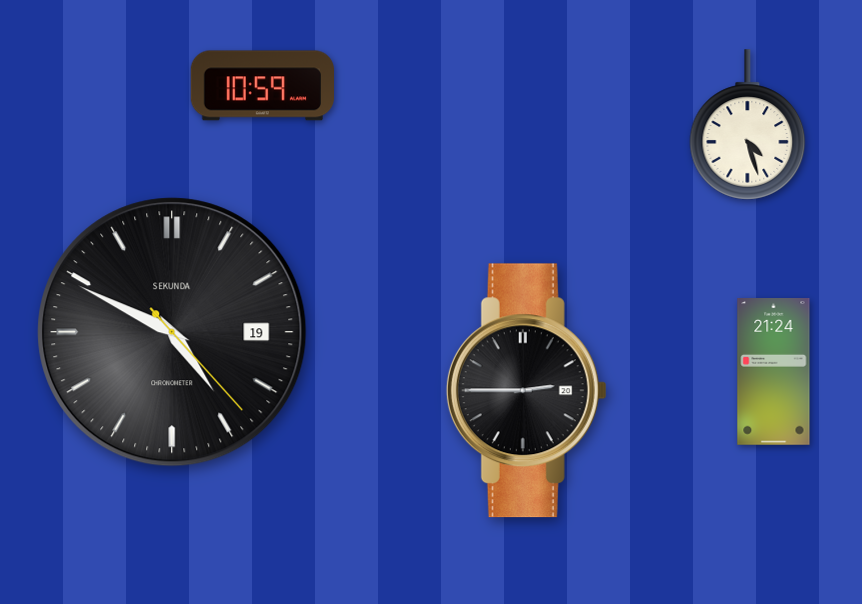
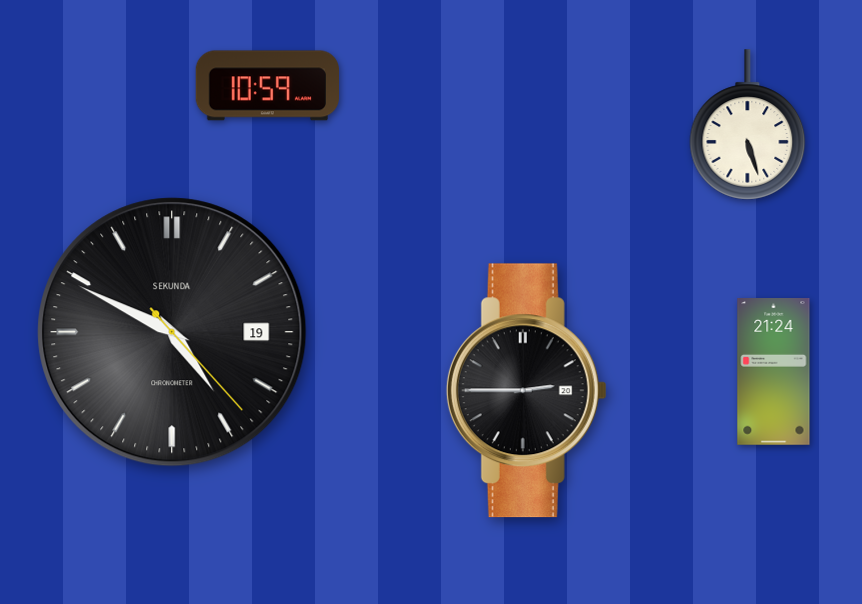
clock at (262, 86) position: (262, 86) -> (267, 86)
clock at (748, 125): 4:27 -> 5:27
